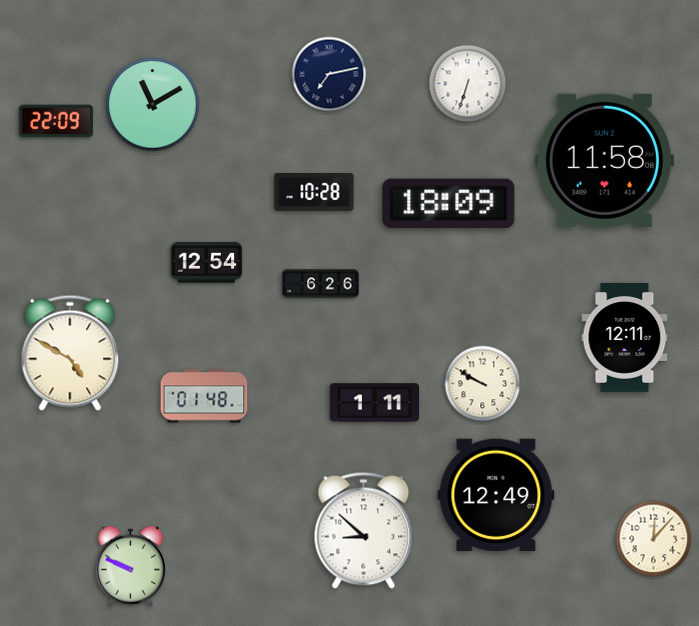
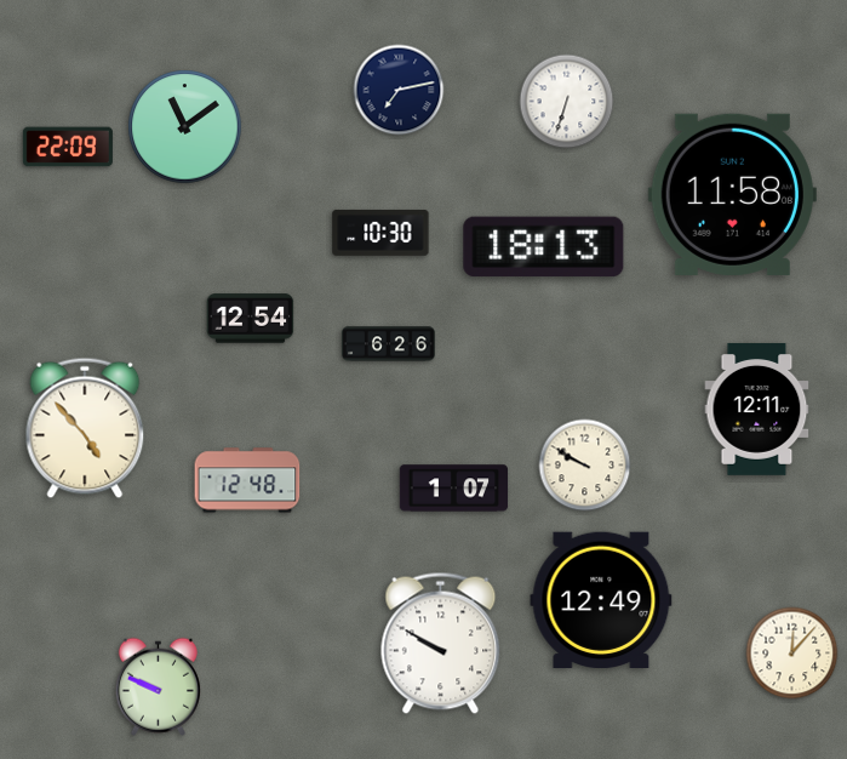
clock at (153, 105): 11:10 -> 11:09
clock at (314, 192): 10:28 -> 10:30
clock at (449, 204): 18:09 -> 18:13
clock at (70, 353): 4:50 -> 4:53
clock at (204, 396): 01:48 -> 12:48
clock at (375, 403): 1:11 -> 1:07
clock at (364, 530): 8:52 -> 9:50
